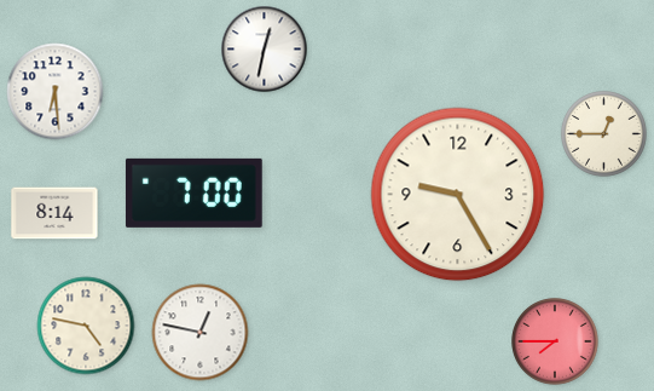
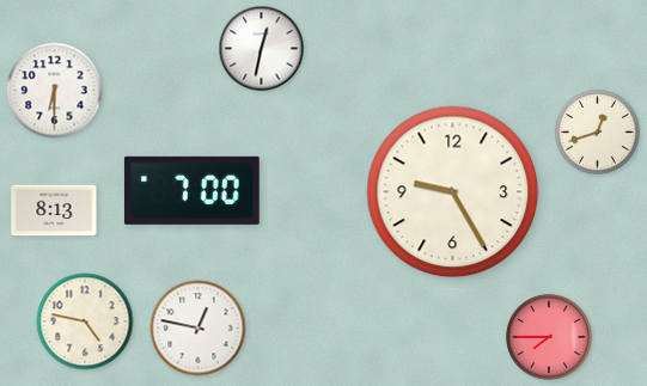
clock at (56, 92): 6:29 -> 6:30
clock at (604, 134): 12:45 -> 12:42
clock at (54, 213): 8:14 -> 8:13
